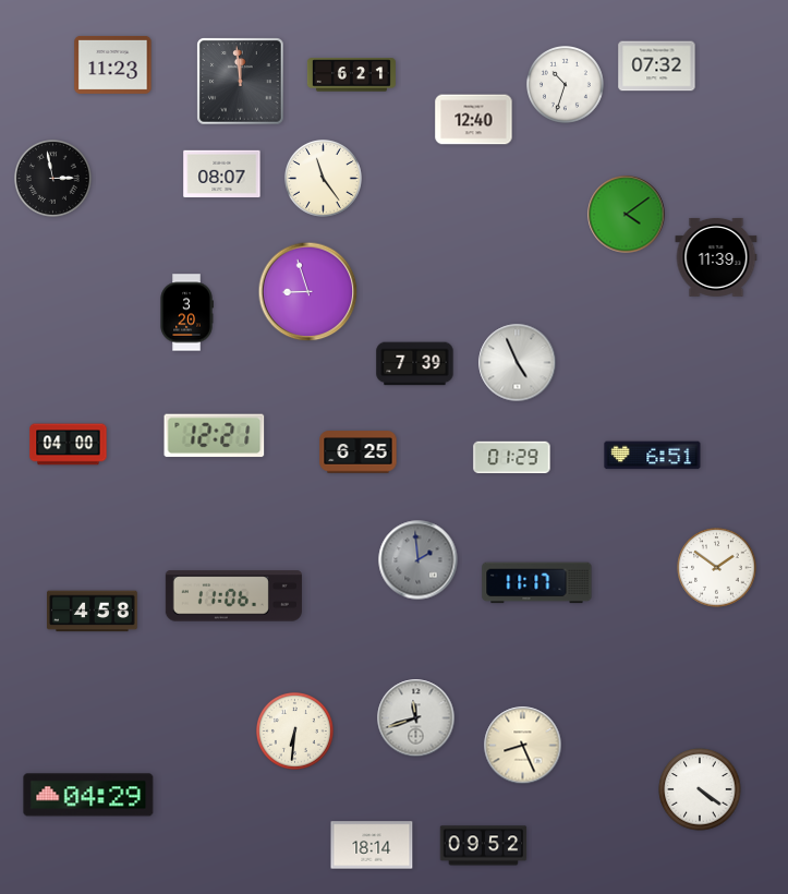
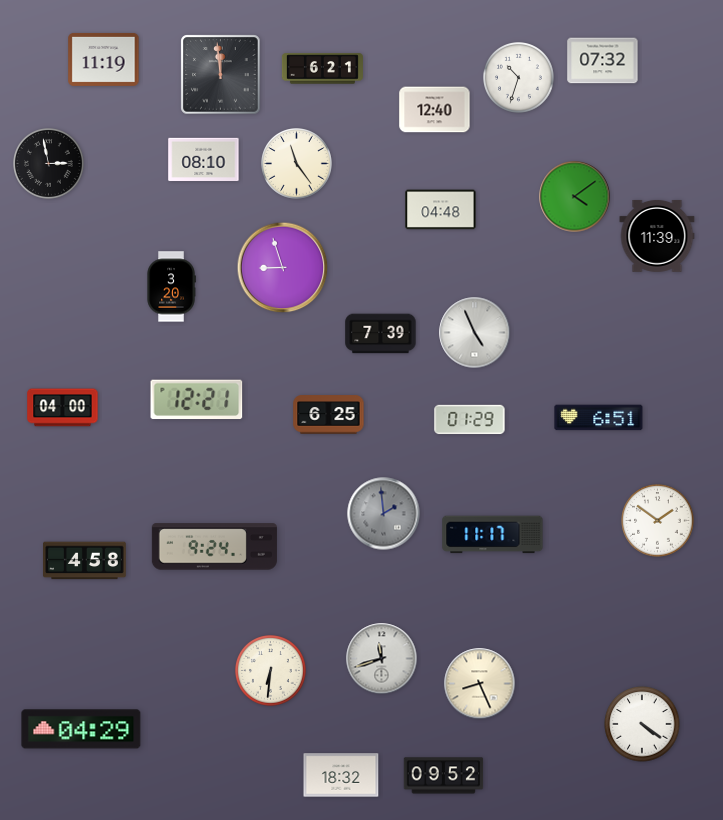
clock at (113, 64): 11:23 -> 11:19
clock at (222, 174): 08:07 -> 08:10
clock at (441, 210): none -> 04:48
clock at (233, 596): 11:06 -> 9:24
clock at (372, 845): 18:14 -> 18:32
